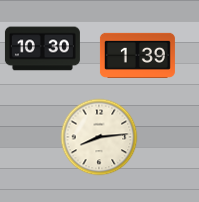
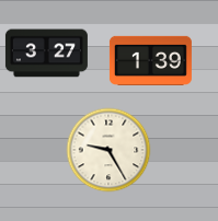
clock at (42, 49): 10:30 -> 3:27
clock at (99, 137): 8:14 -> 9:25
